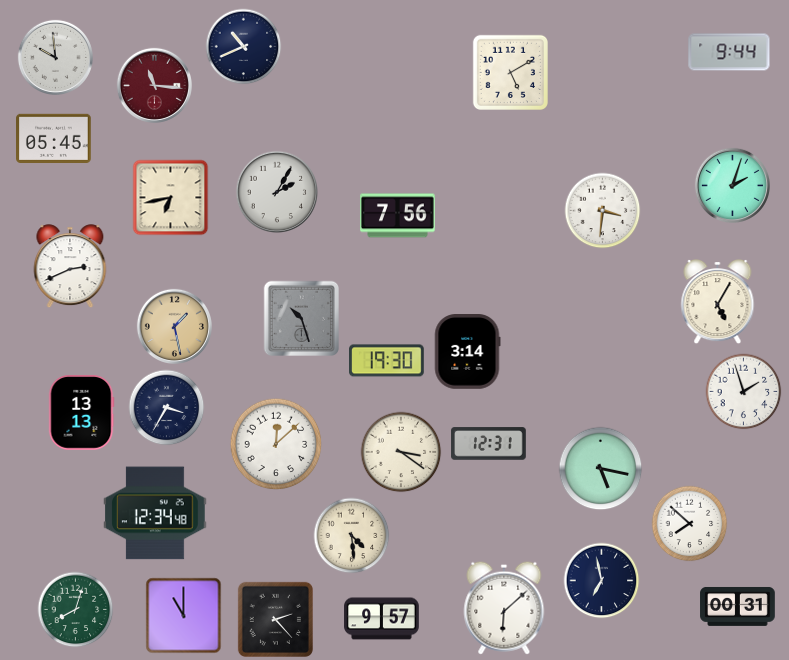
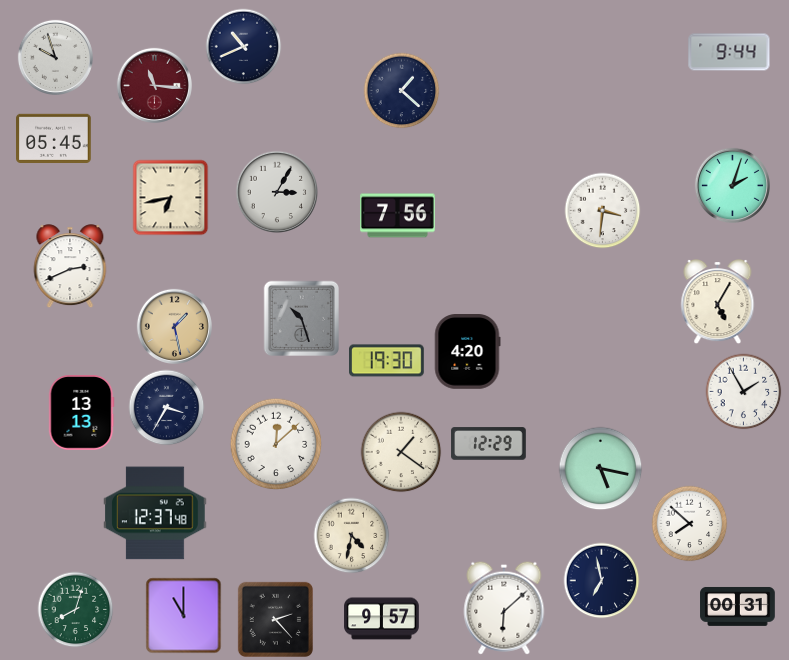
clock at (55, 57): 9:59 -> 9:57
clock at (510, 72): 5:10 -> none
clock at (402, 91): none -> 1:22
clock at (277, 192): 2:05 -> 3:05
clock at (467, 352): 3:14 -> 4:20
clock at (744, 392): 1:57 -> 1:55
clock at (489, 444): 12:31 -> 12:29
clock at (401, 452): 3:21 -> 1:21
clock at (156, 513): 12:34 -> 12:37
clock at (352, 536): 4:29 -> 4:32
